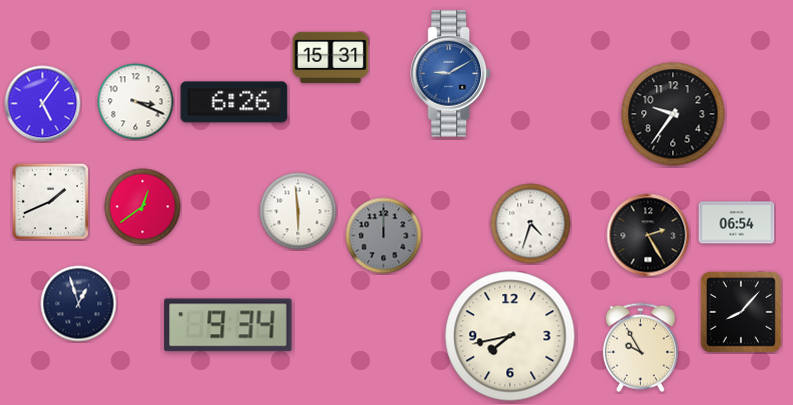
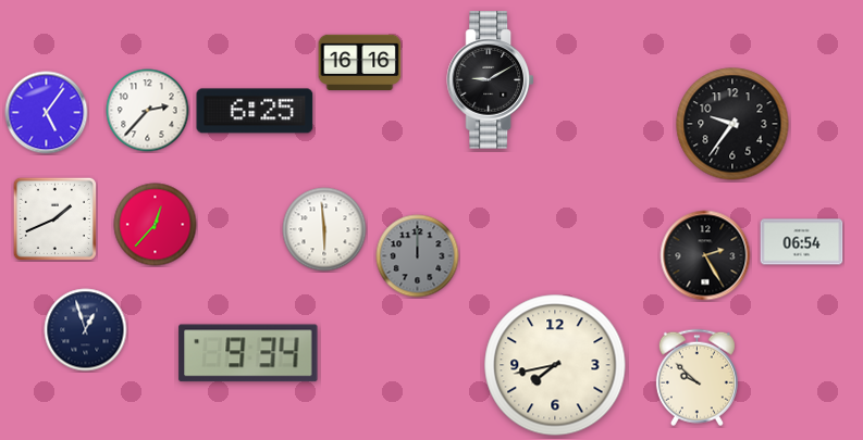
clock at (331, 57): 15:31 -> 16:16
clock at (451, 74) dial: blue -> black
clock at (136, 102): 3:19 -> 2:37
clock at (234, 102): 6:26 -> 6:25
clock at (143, 207): 12:39 -> 12:37
clock at (531, 224): 4:33 -> none
clock at (741, 312): 8:07 -> none
clock at (640, 348): 9:55 -> 9:52
